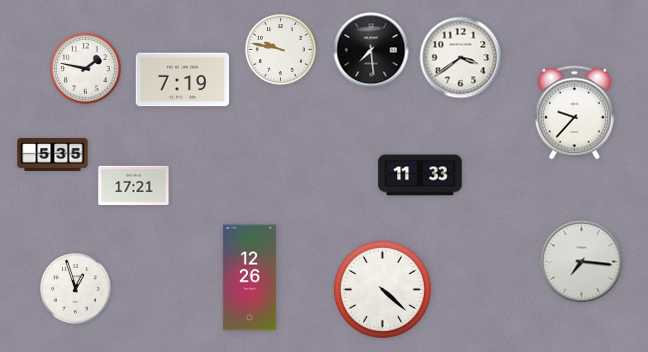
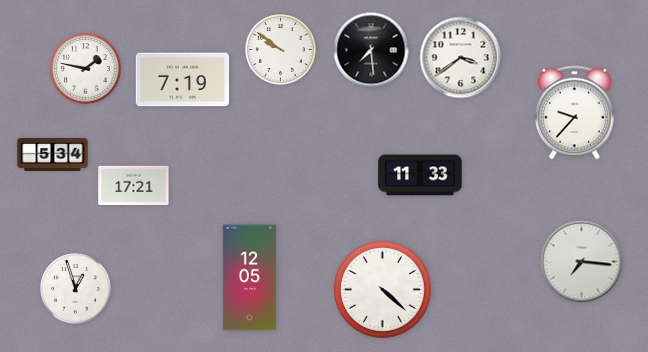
clock at (281, 50): 9:47 -> 9:51
clock at (53, 155): 5:35 -> 5:34
clock at (249, 278): 12:26 -> 12:05
